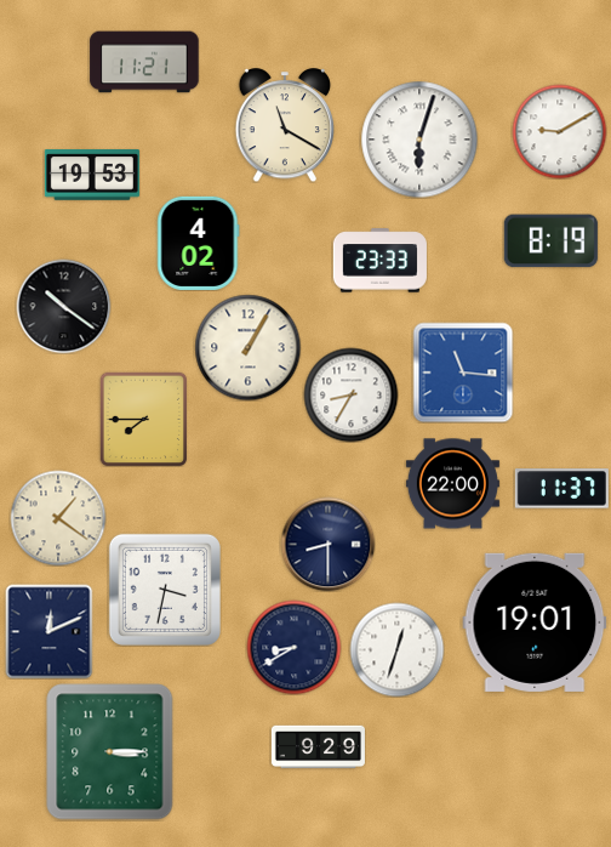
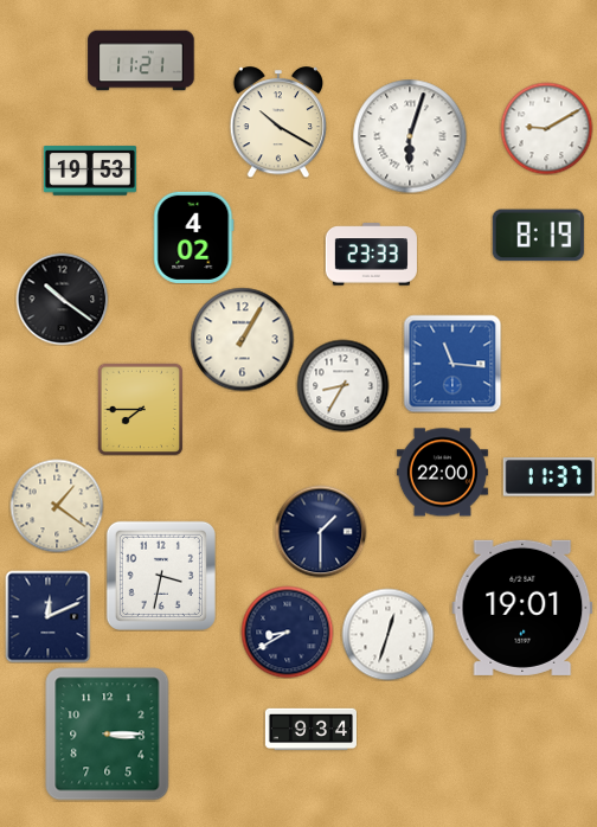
clock at (285, 125): 11:20 -> 10:20
clock at (327, 544): 8:30 -> 1:30
clock at (318, 747): 9:29 -> 9:34
